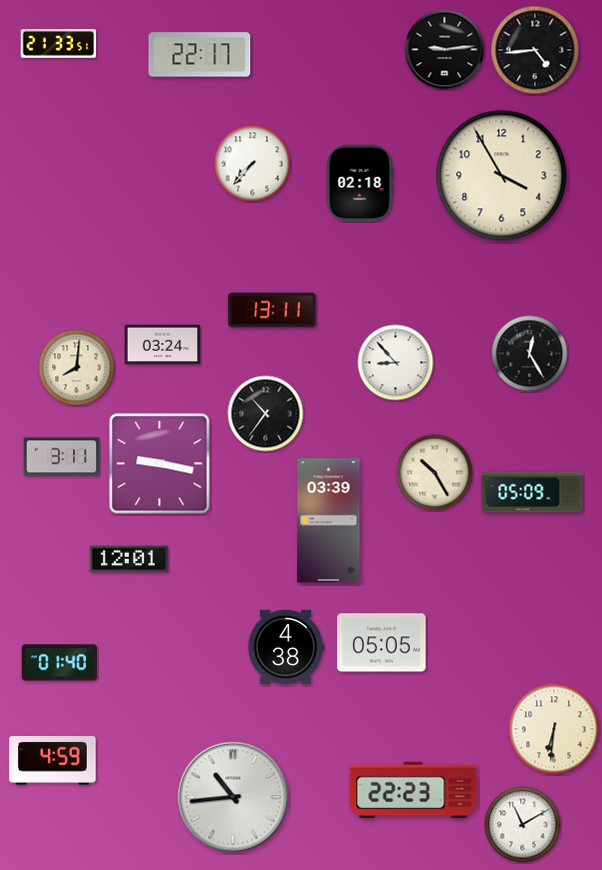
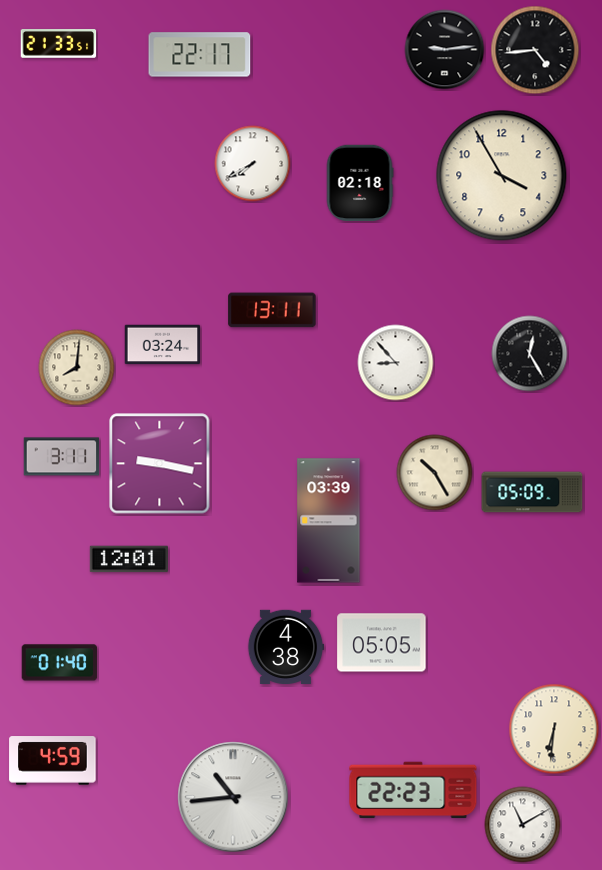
clock at (253, 164): 7:37 -> 7:40
clock at (266, 414): 10:36 -> none
